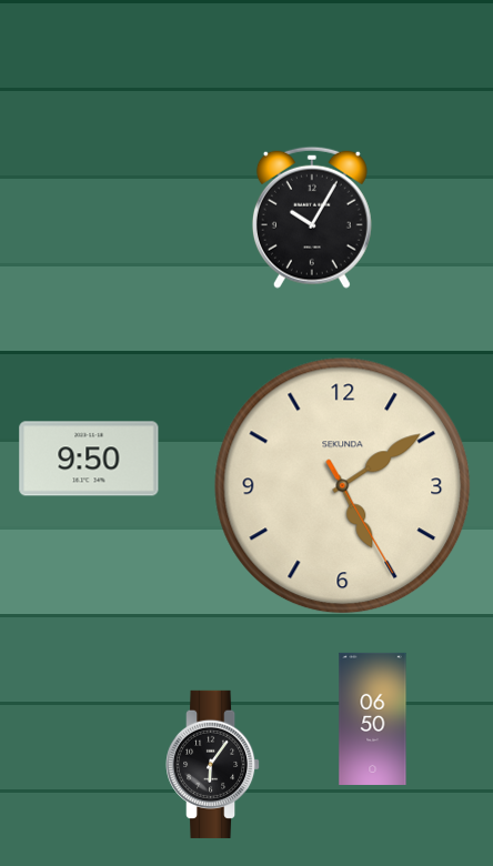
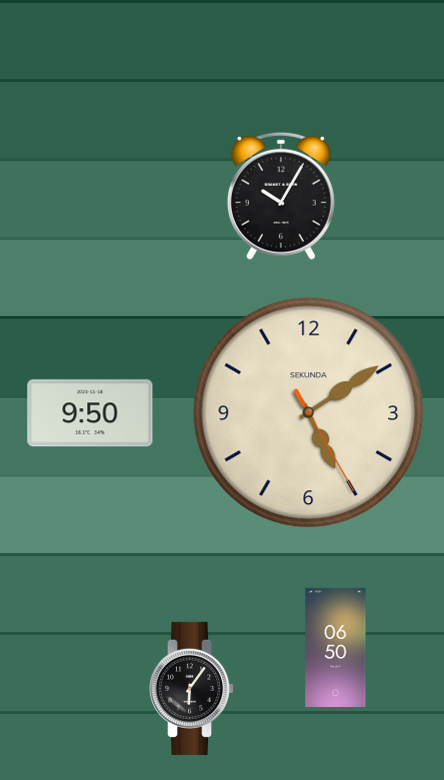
clock at (89, 459) position: (89, 459) -> (90, 413)
clock at (343, 486) position: (343, 486) -> (309, 413)
